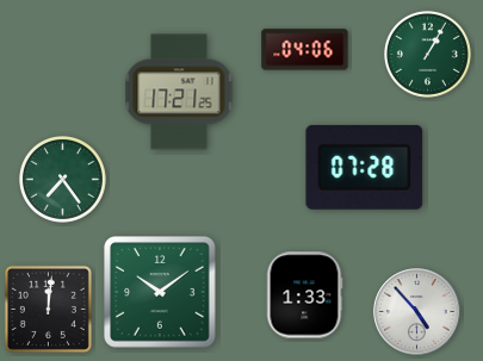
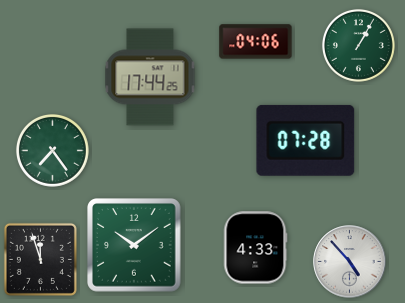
clock at (179, 92): 17:21 -> 17:44
clock at (304, 295): 1:33 -> 4:33
clock at (48, 309): 12:01 -> 11:57
